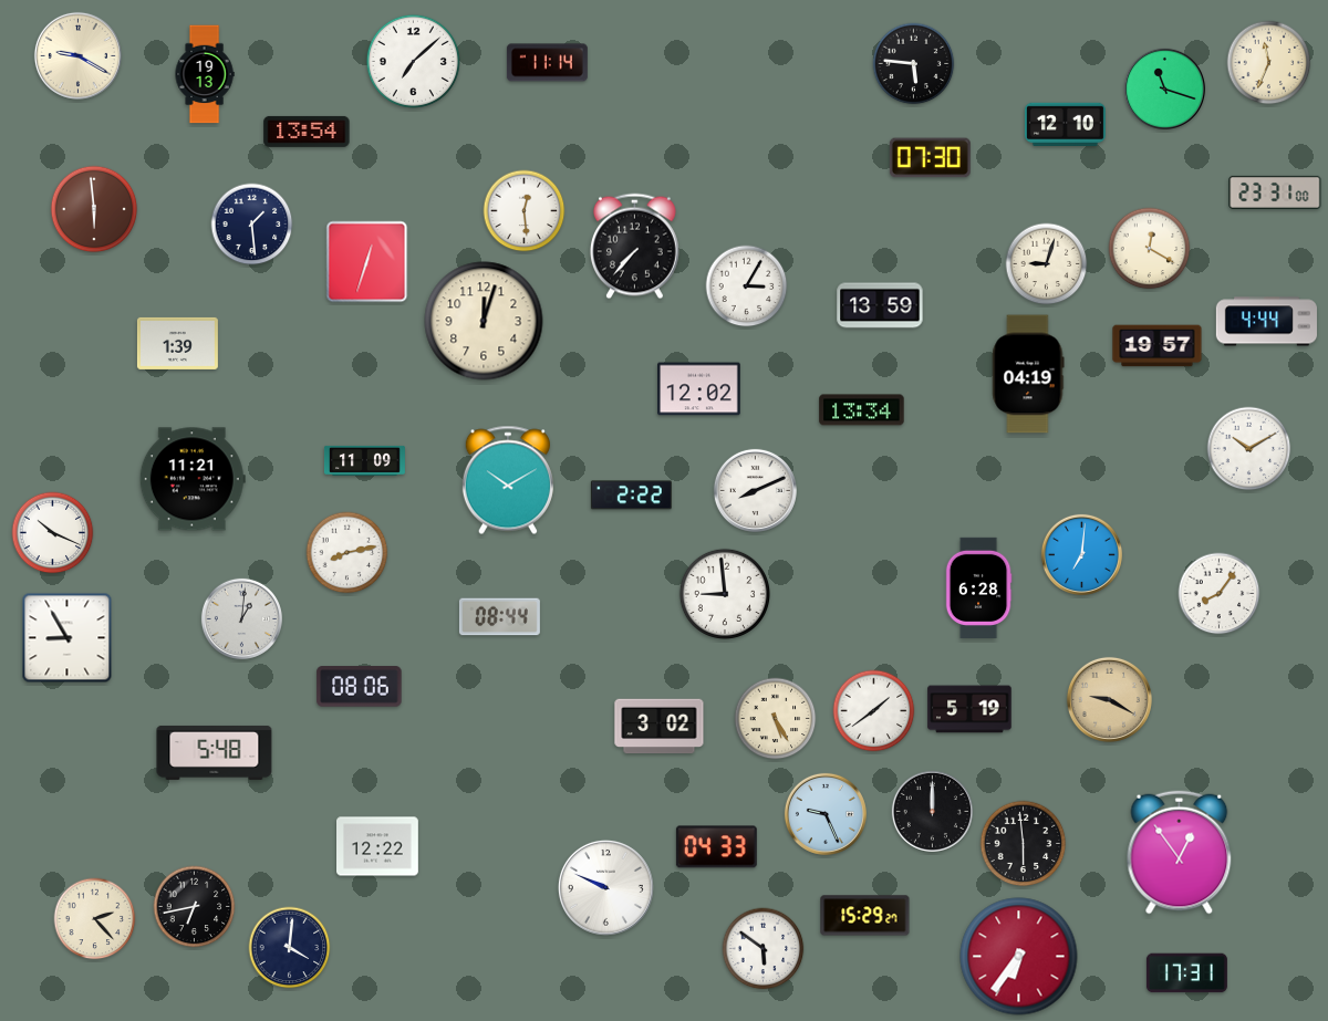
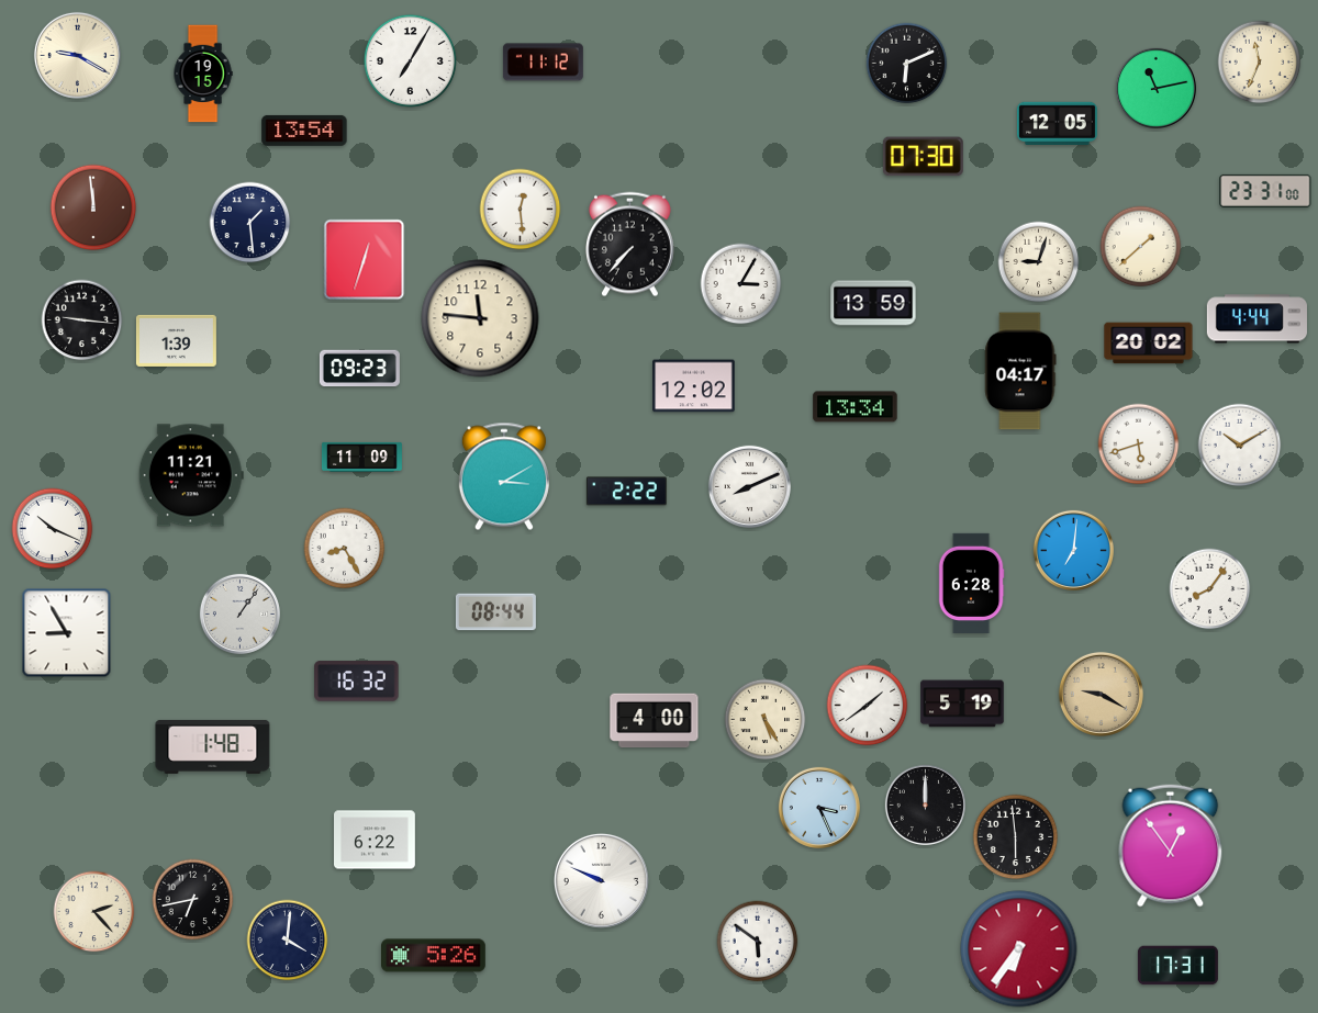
clock at (413, 61): 7:08 -> 7:05
clock at (547, 63): 11:14 -> 11:12
clock at (914, 64): 5:46 -> 6:11
clock at (205, 74): 19:13 -> 19:15
clock at (1164, 88): 11:18 -> 11:13
clock at (1065, 124): 12:10 -> 12:05
clock at (94, 209): 5:59 -> 11:59
clock at (1150, 249): 12:20 -> 1:38
clock at (484, 321): 12:03 -> 11:46
clock at (82, 320): none -> 9:16
clock at (1158, 346): 19:57 -> 20:02
clock at (359, 369): none -> 09:23
clock at (1028, 374): 04:19 -> 04:17
clock at (1139, 444): none -> 5:42
clock at (508, 480): 10:10 -> 3:10
clock at (347, 553): 8:13 -> 8:25
clock at (724, 593): 8:59 -> none
clock at (241, 618): 1:01 -> 1:06
clock at (360, 687): 08:06 -> 16:32
clock at (776, 719) position: (776, 719) -> (766, 720)
clock at (660, 727): 3:02 -> 4:00
clock at (215, 752): 5:48 -> 1:48
clock at (826, 814): 9:26 -> 3:26
clock at (378, 846): 12:22 -> 6:22
clock at (716, 847): 04:33 -> none
clock at (865, 916): 15:29 -> none
clock at (1019, 957) position: (1019, 957) -> (1019, 949)
clock at (434, 956): none -> 5:26
